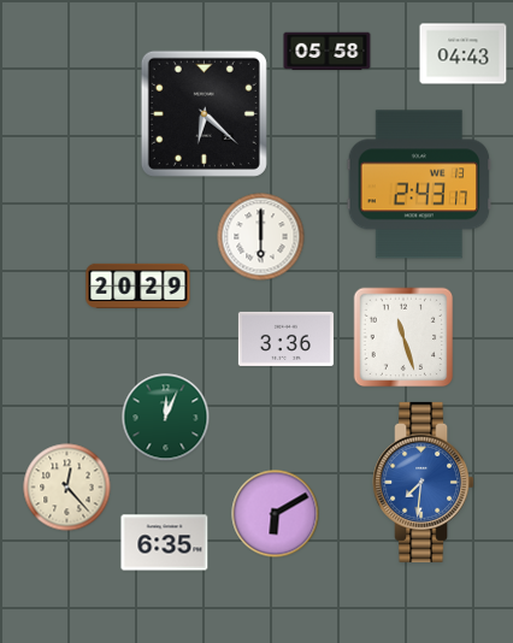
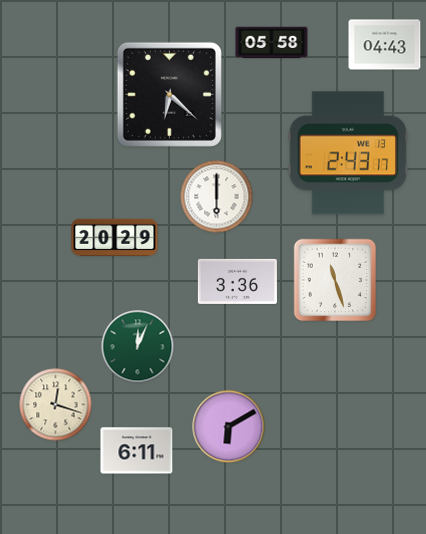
clock at (424, 482): 7:31 -> none
clock at (67, 488): 12:23 -> 12:18
clock at (165, 543): 6:35 -> 6:11
